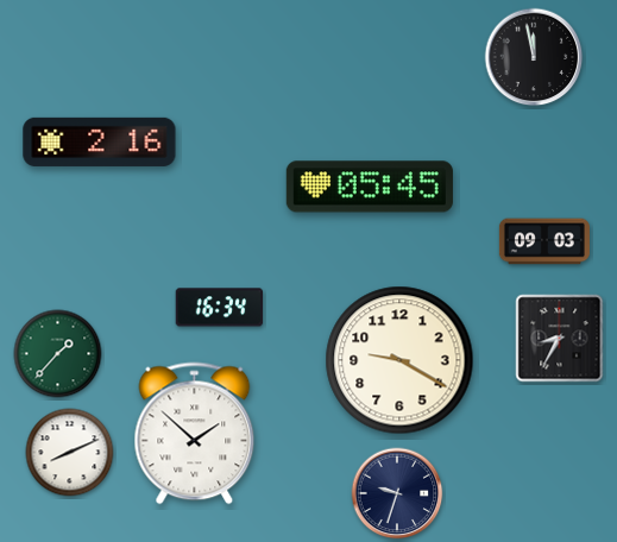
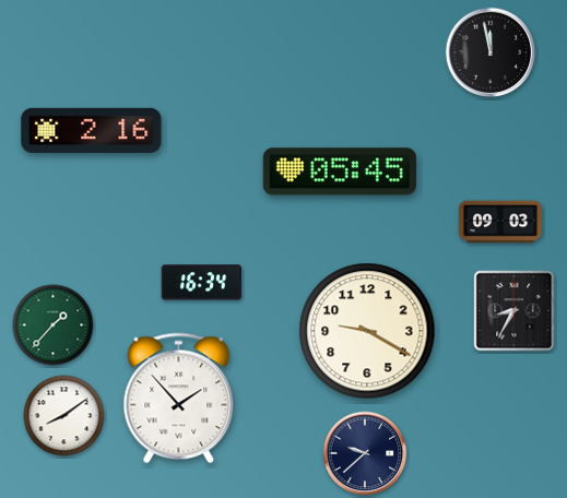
clock at (195, 434): 1:52 -> 1:53
clock at (70, 453): 8:11 -> 8:09
clock at (397, 493): 9:33 -> 9:38
